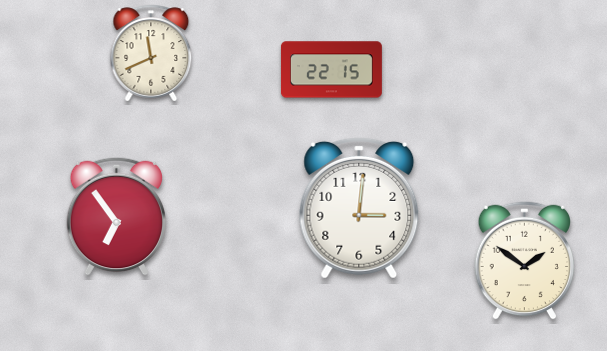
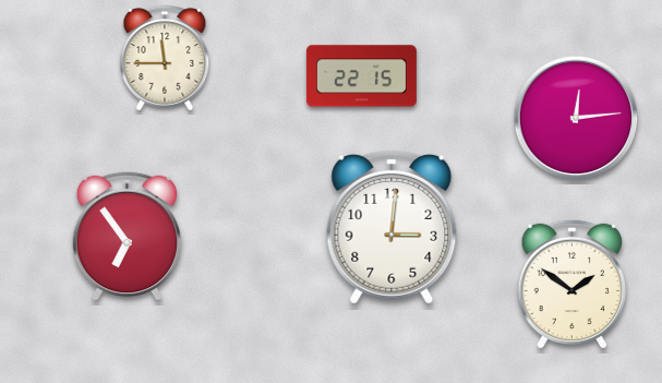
clock at (151, 53): 11:41 -> 11:45
clock at (576, 118): none -> 12:14
